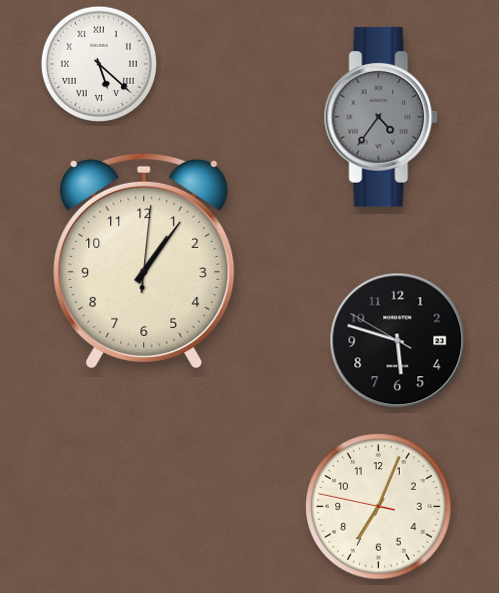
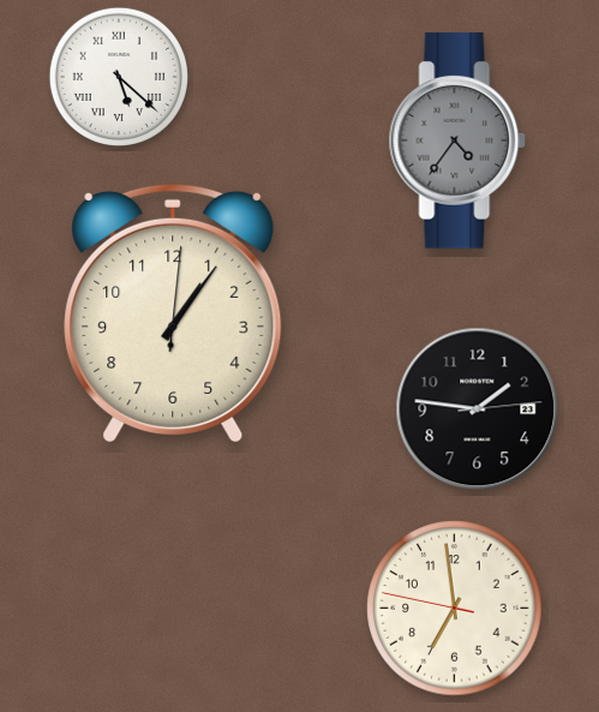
clock at (398, 341): 5:47 -> 1:46
clock at (379, 507): 7:03 -> 6:58
